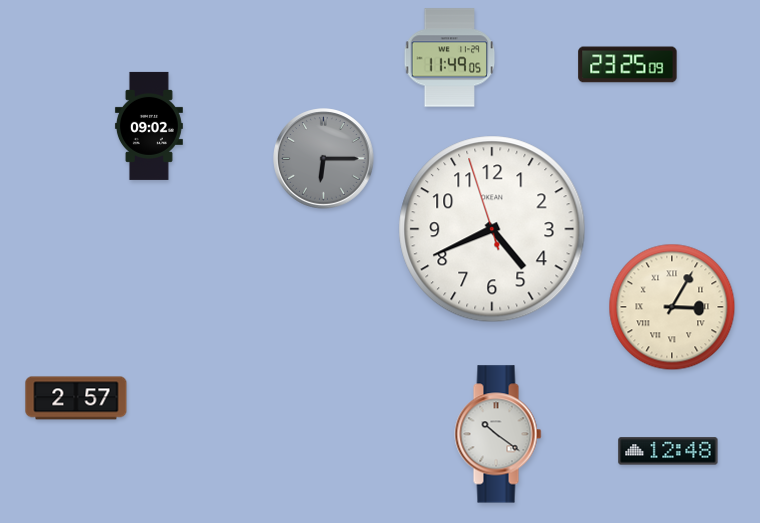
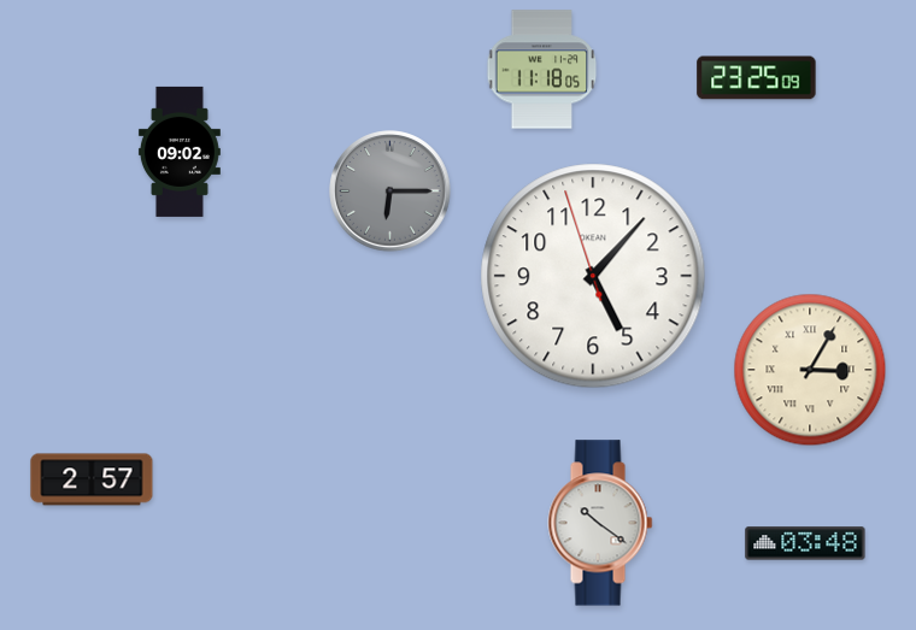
clock at (450, 58): 11:49 -> 11:18
clock at (492, 229): 4:40 -> 5:06
clock at (668, 451): 12:48 -> 03:48
